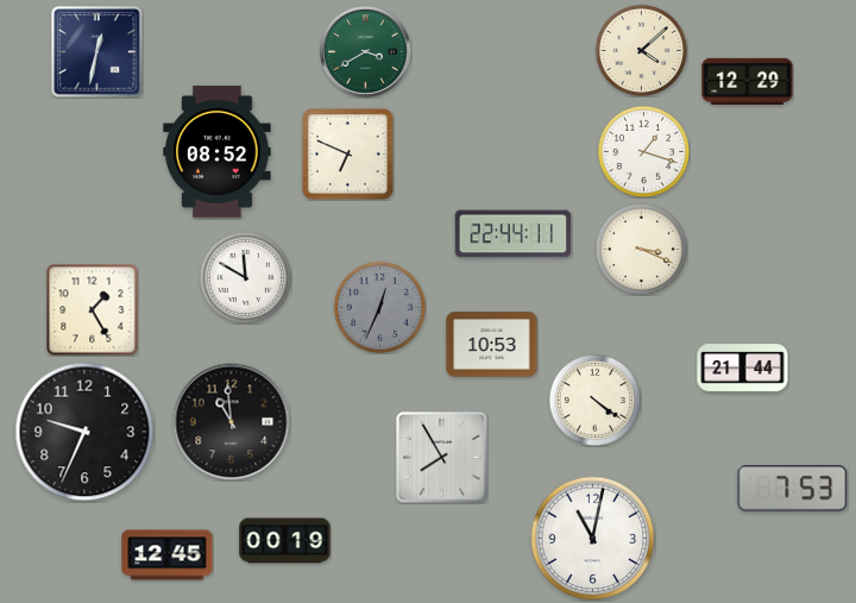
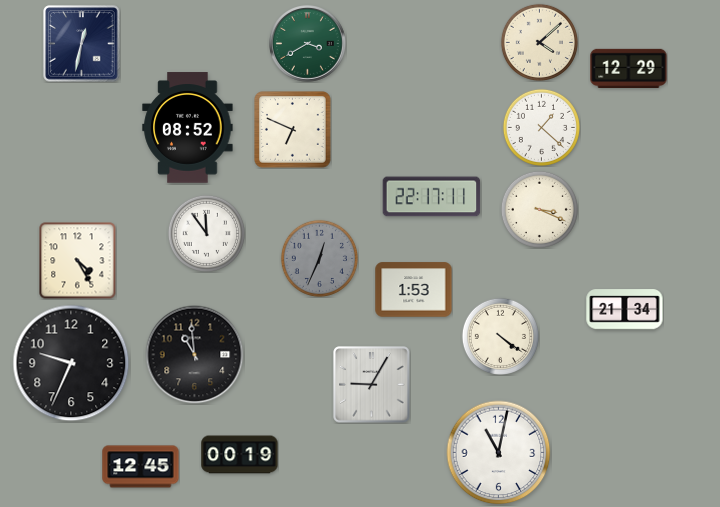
clock at (643, 151): 1:18 -> 1:22
clock at (218, 152) position: (218, 152) -> (188, 128)
clock at (514, 234): 22:44 -> 22:17
clock at (245, 277): 11:50 -> 11:54
clock at (92, 310): 1:25 -> 4:25
clock at (492, 345): 10:53 -> 1:53
clock at (743, 369): 21:44 -> 21:34
clock at (442, 458): 7:55 -> 9:05
clock at (793, 489): 7:53 -> none
